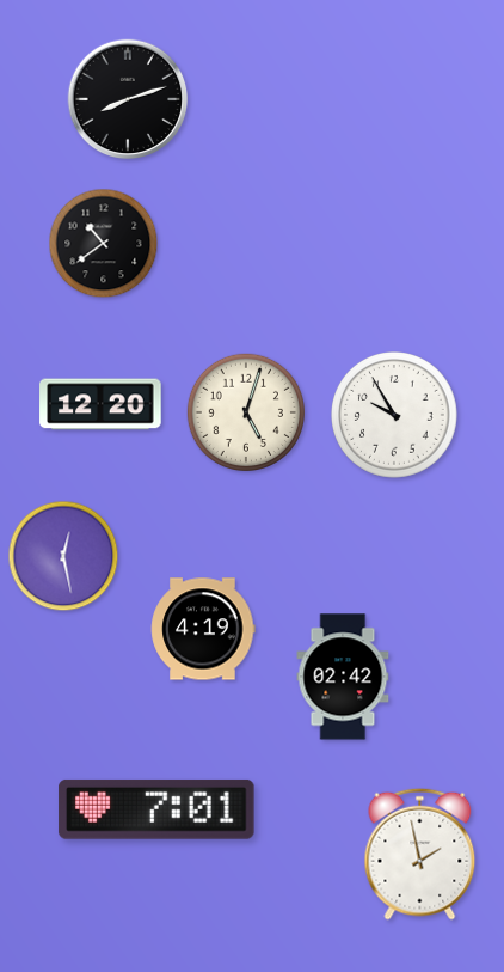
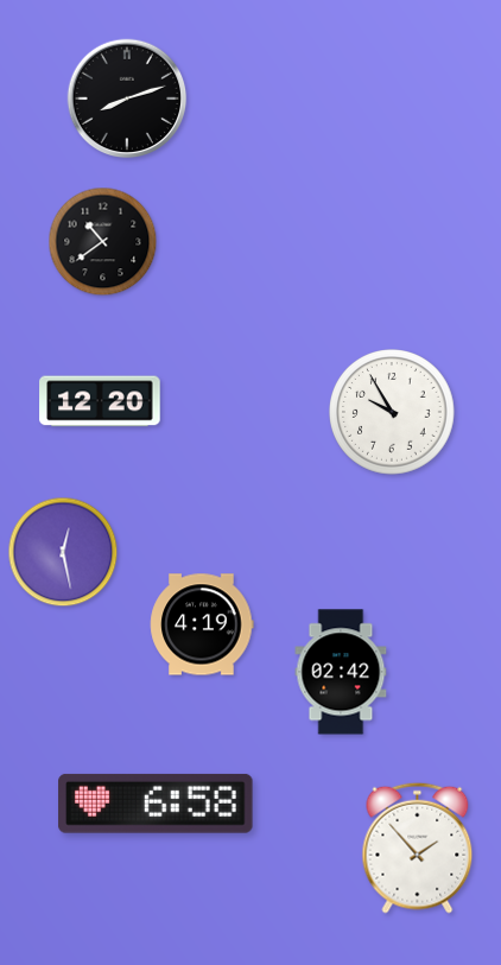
clock at (245, 411): 5:03 -> none
clock at (156, 809): 7:01 -> 6:58
clock at (420, 854): 1:58 -> 1:53
